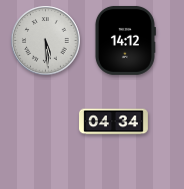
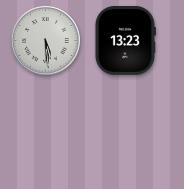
clock at (125, 40): 14:12 -> 13:23
clock at (114, 122): 04:34 -> none
